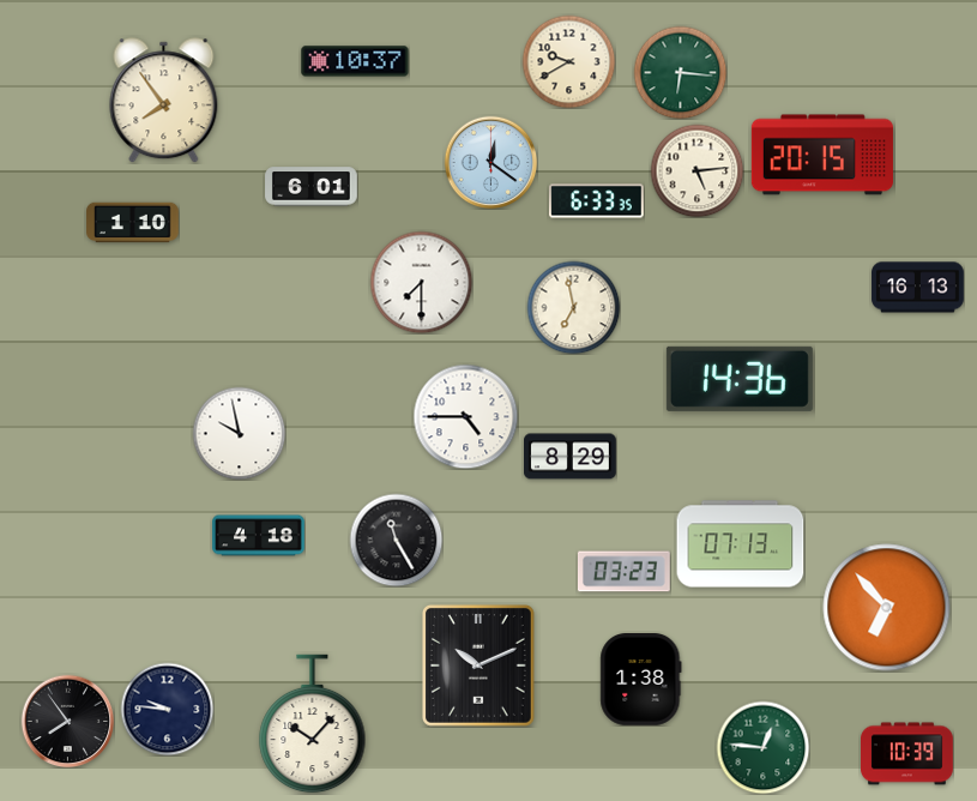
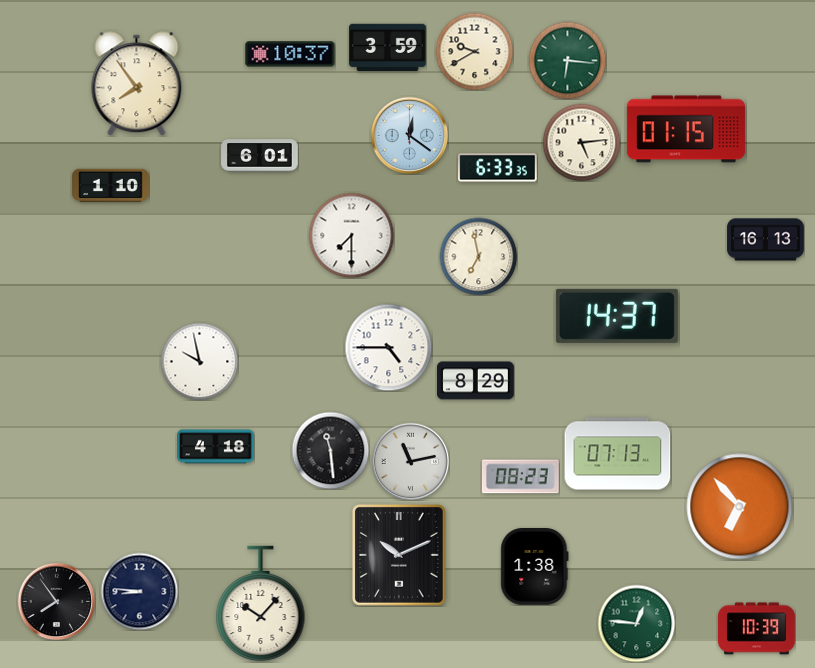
clock at (388, 48): none -> 3:59
clock at (355, 61) position: (355, 61) -> (290, 54)
clock at (822, 155): 20:15 -> 01:15
clock at (740, 379): 14:36 -> 14:37
clock at (396, 540): 11:25 -> 11:29
clock at (410, 461): none -> 11:13
clock at (623, 572): 03:23 -> 08:23
clock at (167, 709): 9:46 -> 8:46
